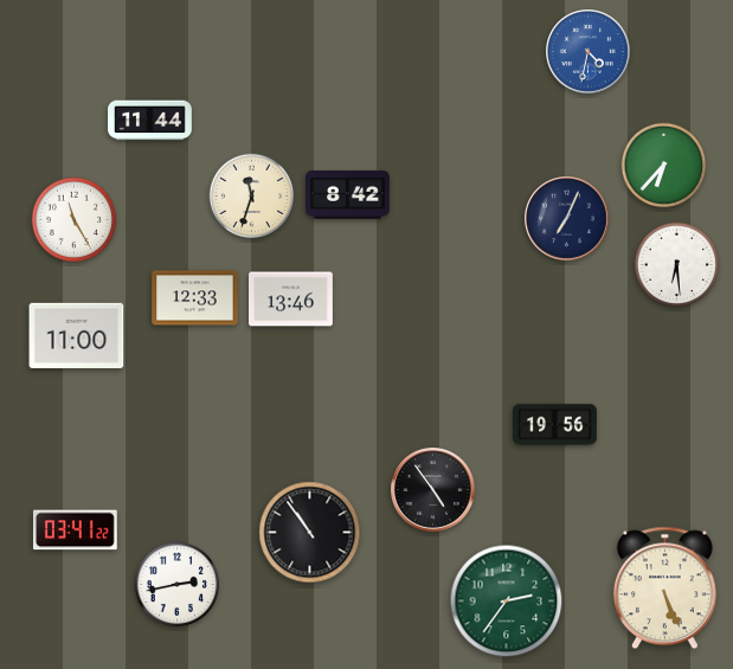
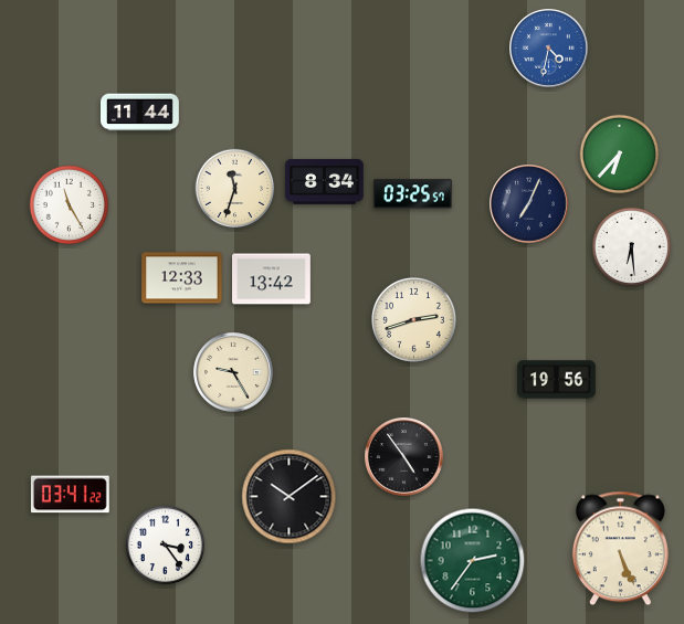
clock at (348, 194): 8:42 -> 8:34
clock at (252, 197) position: (252, 197) -> (235, 189)
clock at (413, 194): none -> 03:25
clock at (291, 300): 13:46 -> 13:42
clock at (77, 335): 11:00 -> none
clock at (414, 320): none -> 2:42
clock at (233, 372): none -> 9:25
clock at (555, 425) position: (555, 425) -> (557, 380)
clock at (310, 533): 10:54 -> 10:09
clock at (178, 585): 2:43 -> 3:24
